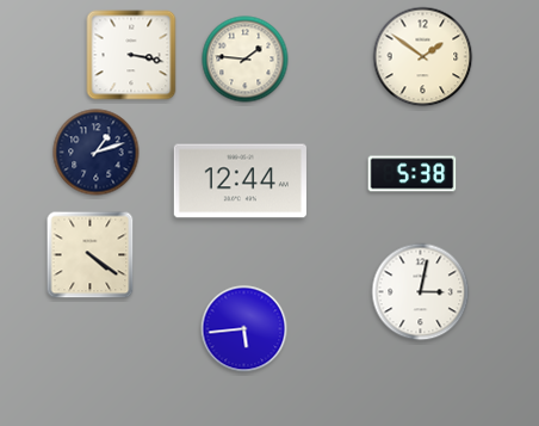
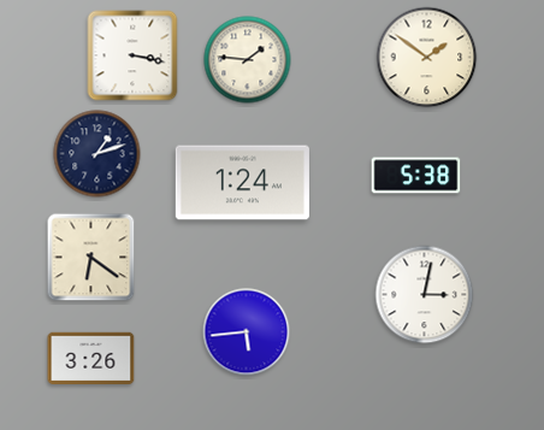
clock at (240, 181): 12:44 -> 1:24
clock at (91, 255): 4:21 -> 6:21
clock at (91, 358): none -> 3:26
